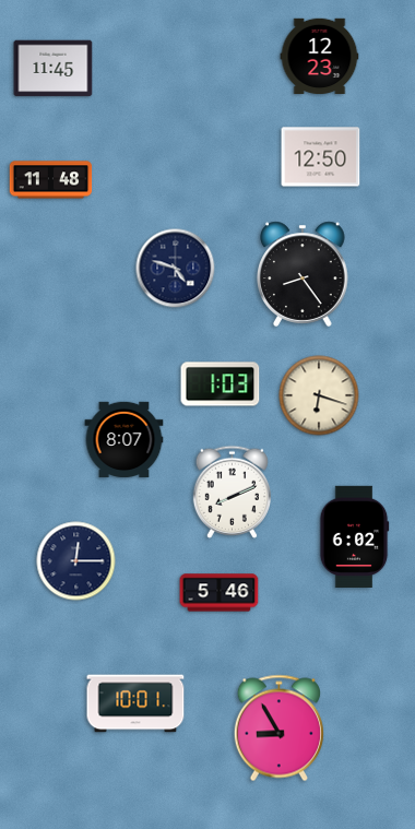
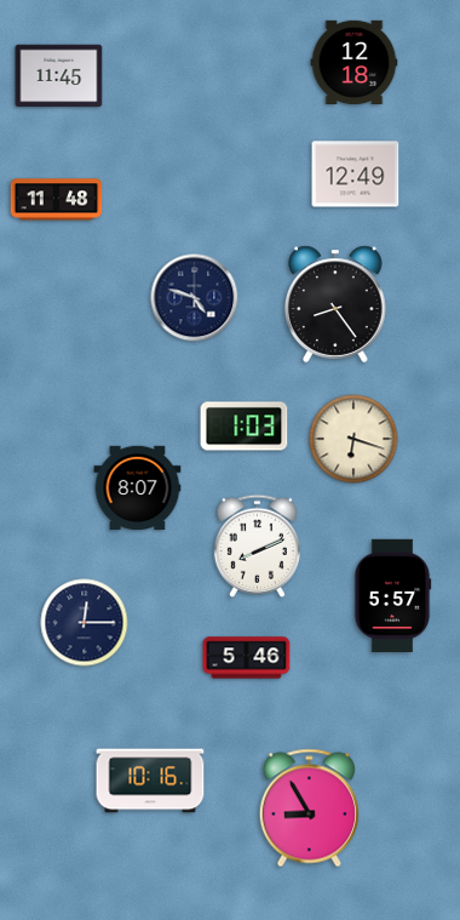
clock at (320, 57): 12:23 -> 12:18
clock at (321, 157): 12:50 -> 12:49
clock at (354, 536): 6:02 -> 5:57
clock at (220, 593) position: (220, 593) -> (247, 658)
clock at (135, 703): 10:01 -> 10:16
